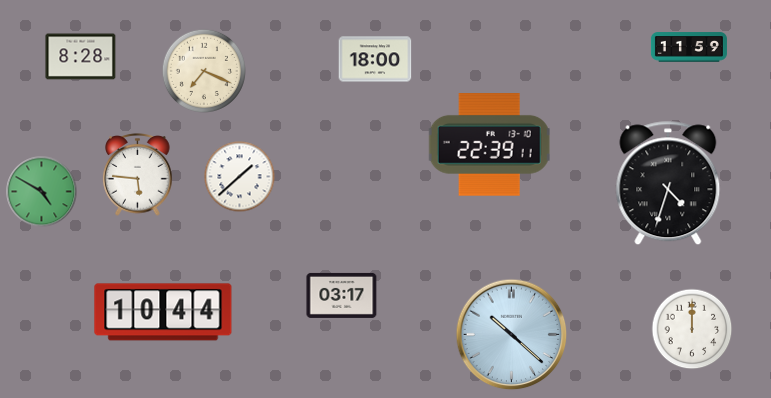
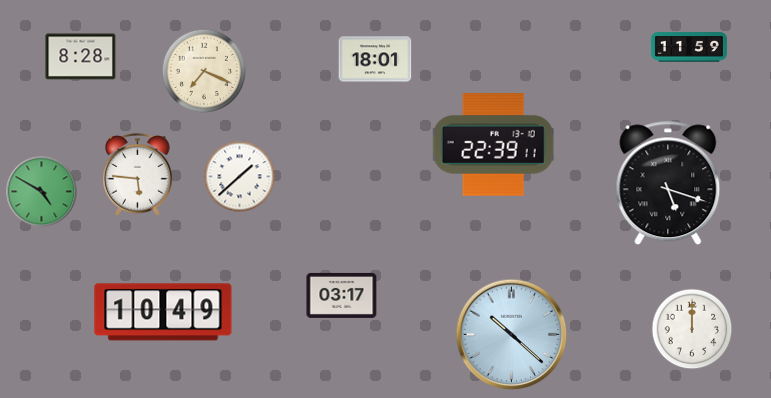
clock at (375, 59): 18:00 -> 18:01
clock at (489, 145) position: (489, 145) -> (493, 145)
clock at (668, 183): 4:33 -> 5:18
clock at (163, 312): 10:44 -> 10:49
